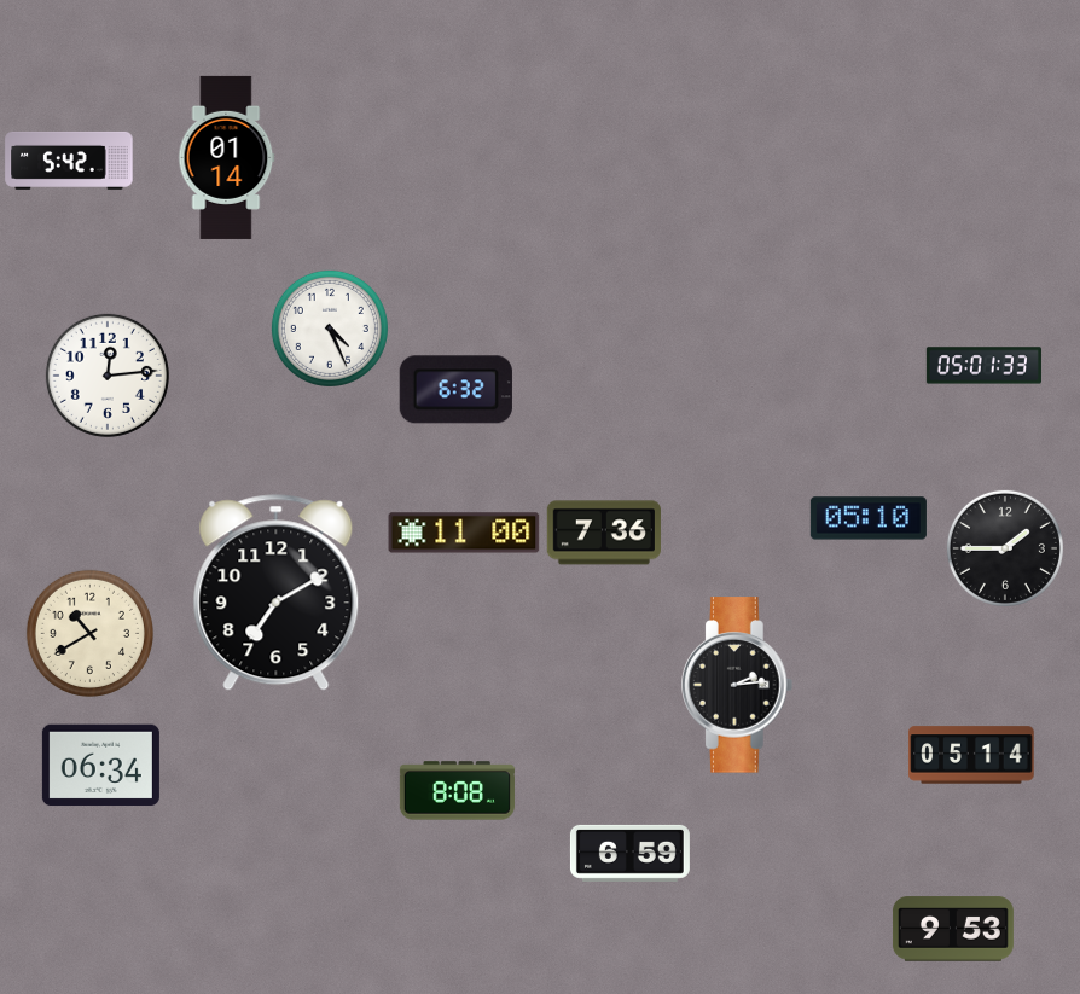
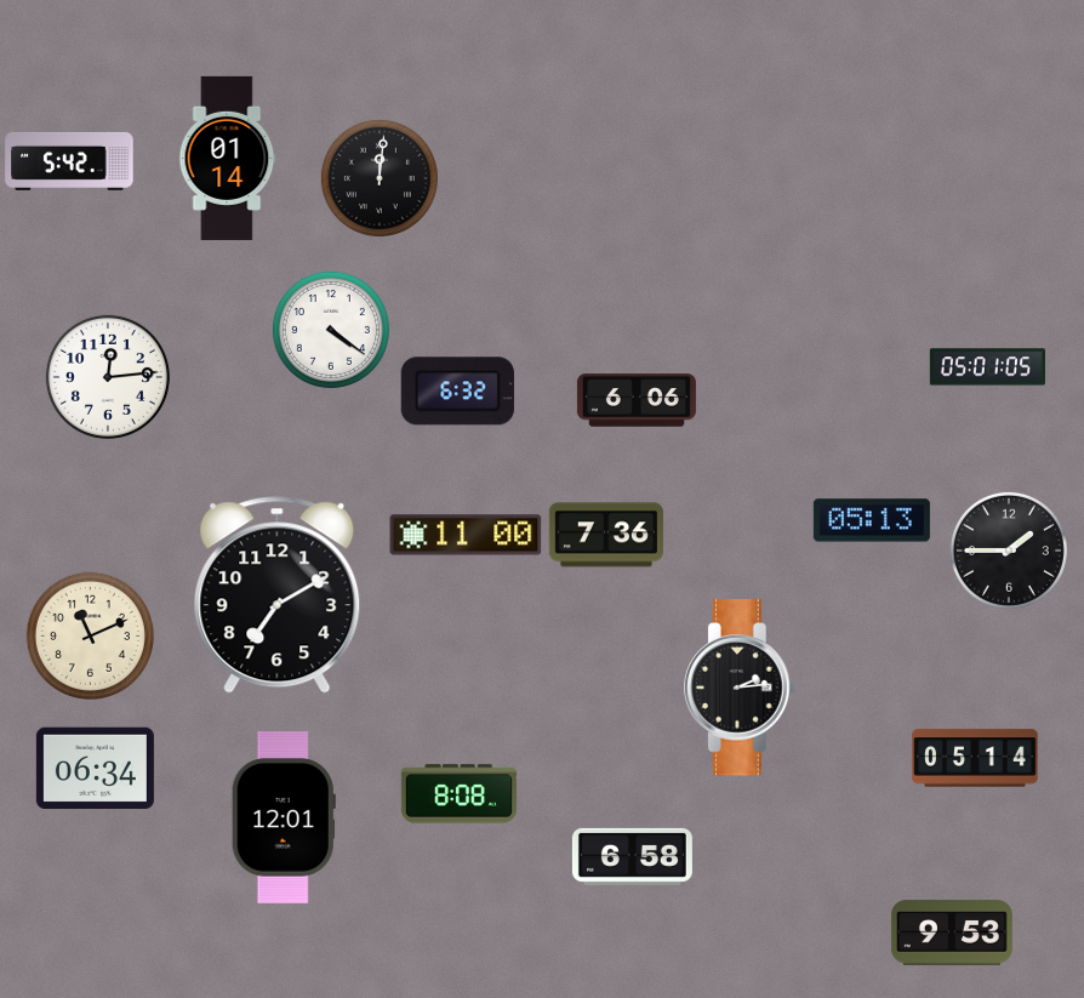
clock at (380, 178): none -> 12:01
clock at (330, 329): 4:26 -> 4:21
clock at (983, 366): 05:01:33 -> 05:01:05
clock at (637, 400): none -> 6:06
clock at (869, 518): 05:10 -> 05:13
clock at (89, 633): 10:40 -> 11:11
clock at (100, 766) position: (100, 766) -> (95, 769)
clock at (284, 819): none -> 12:01
clock at (629, 853): 6:59 -> 6:58
clock at (953, 929) position: (953, 929) -> (952, 933)
